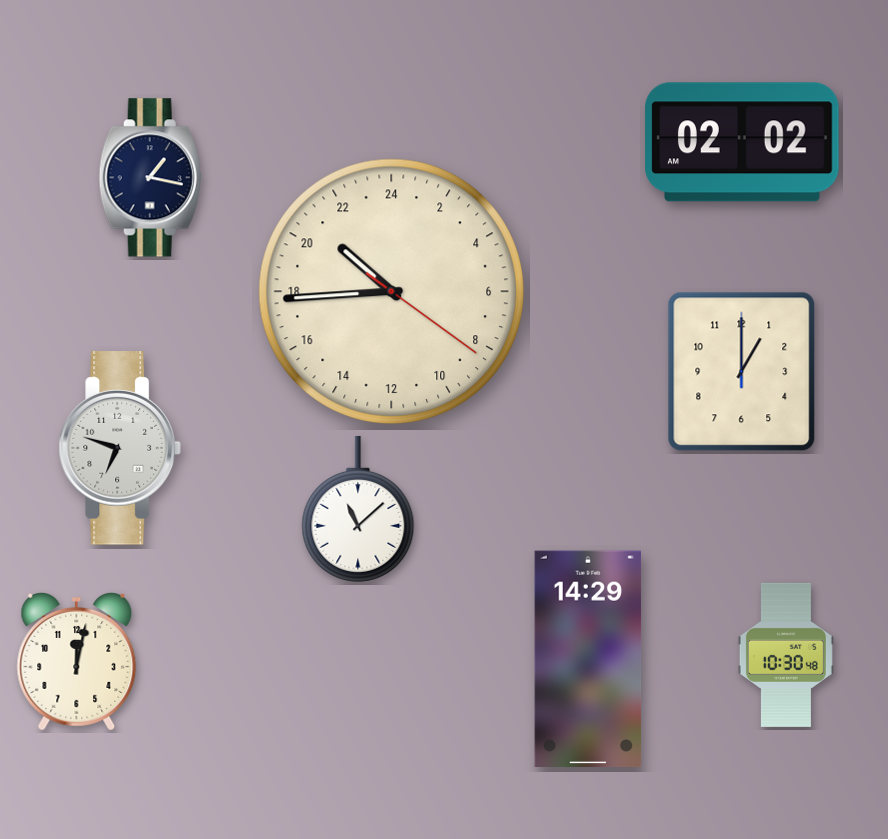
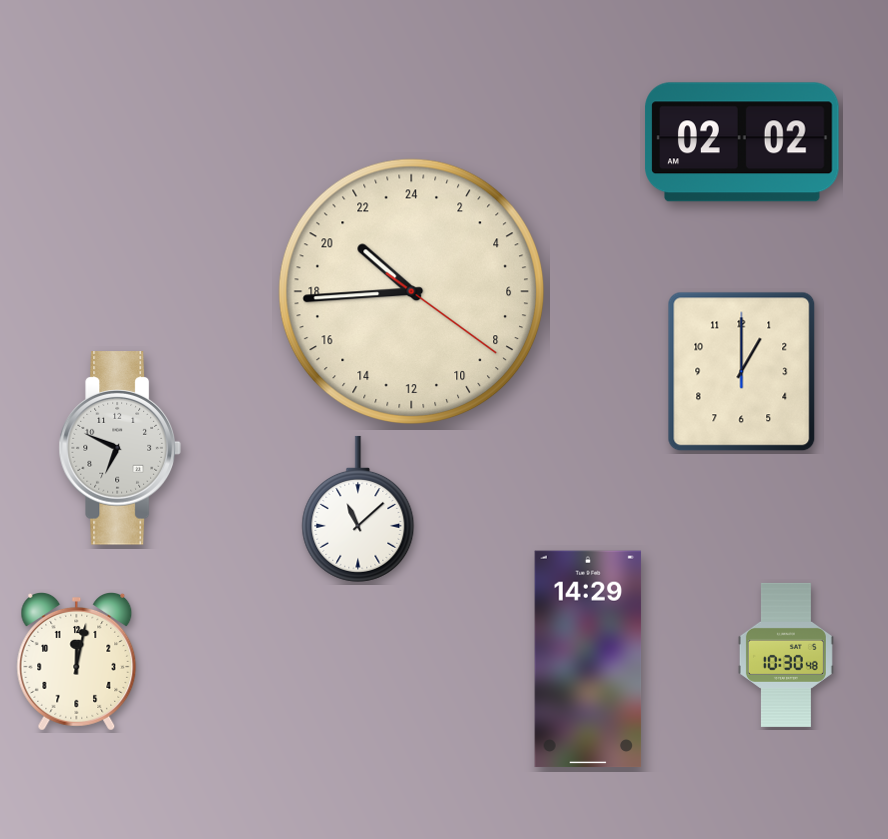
clock at (150, 178): 1:17 -> none
clock at (391, 291) position: (391, 291) -> (411, 291)
clock at (119, 448): 6:48 -> 6:49
